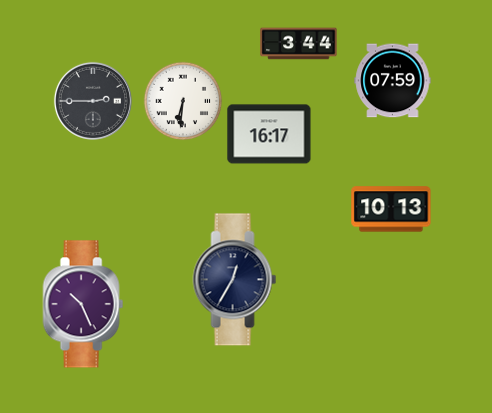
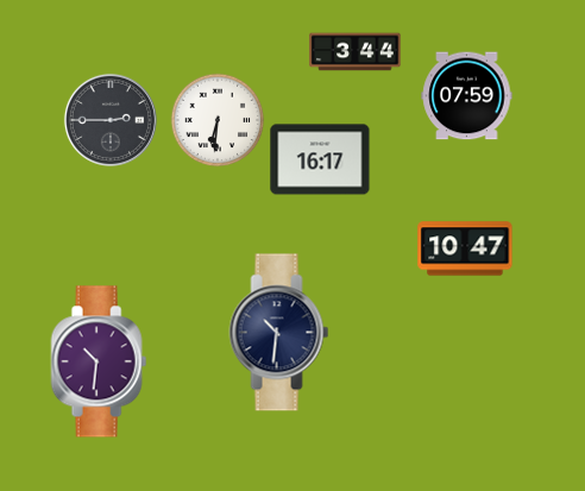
clock at (391, 209): 10:13 -> 10:47
clock at (235, 280): 12:35 -> 10:31
clock at (83, 304): 10:26 -> 10:31
